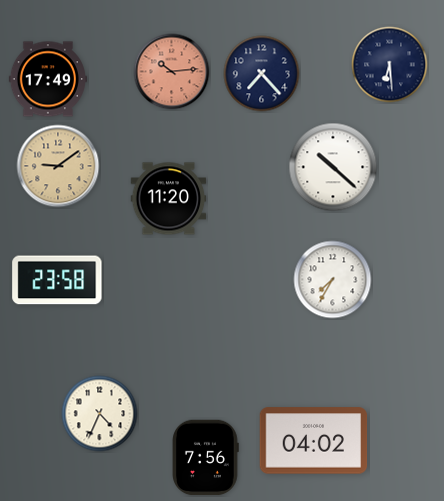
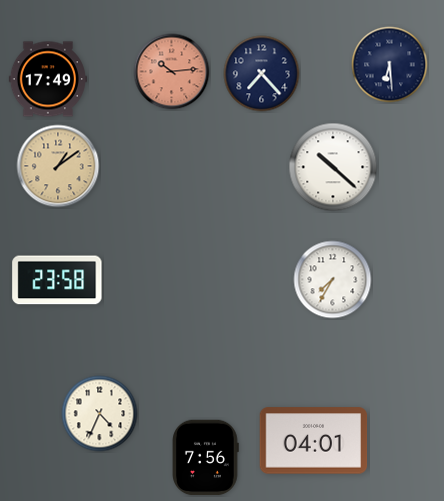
clock at (58, 166): 9:09 -> 1:09
clock at (169, 199): 11:20 -> none
clock at (314, 441): 04:02 -> 04:01
